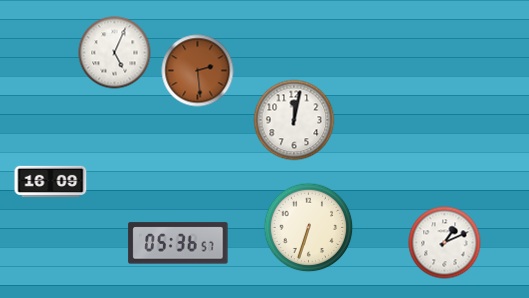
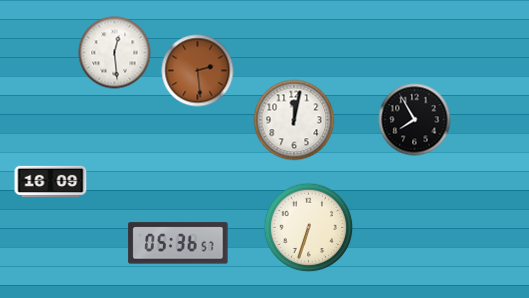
clock at (115, 53): 5:04 -> 12:29
clock at (415, 120): none -> 7:55
clock at (445, 243): 1:11 -> none
